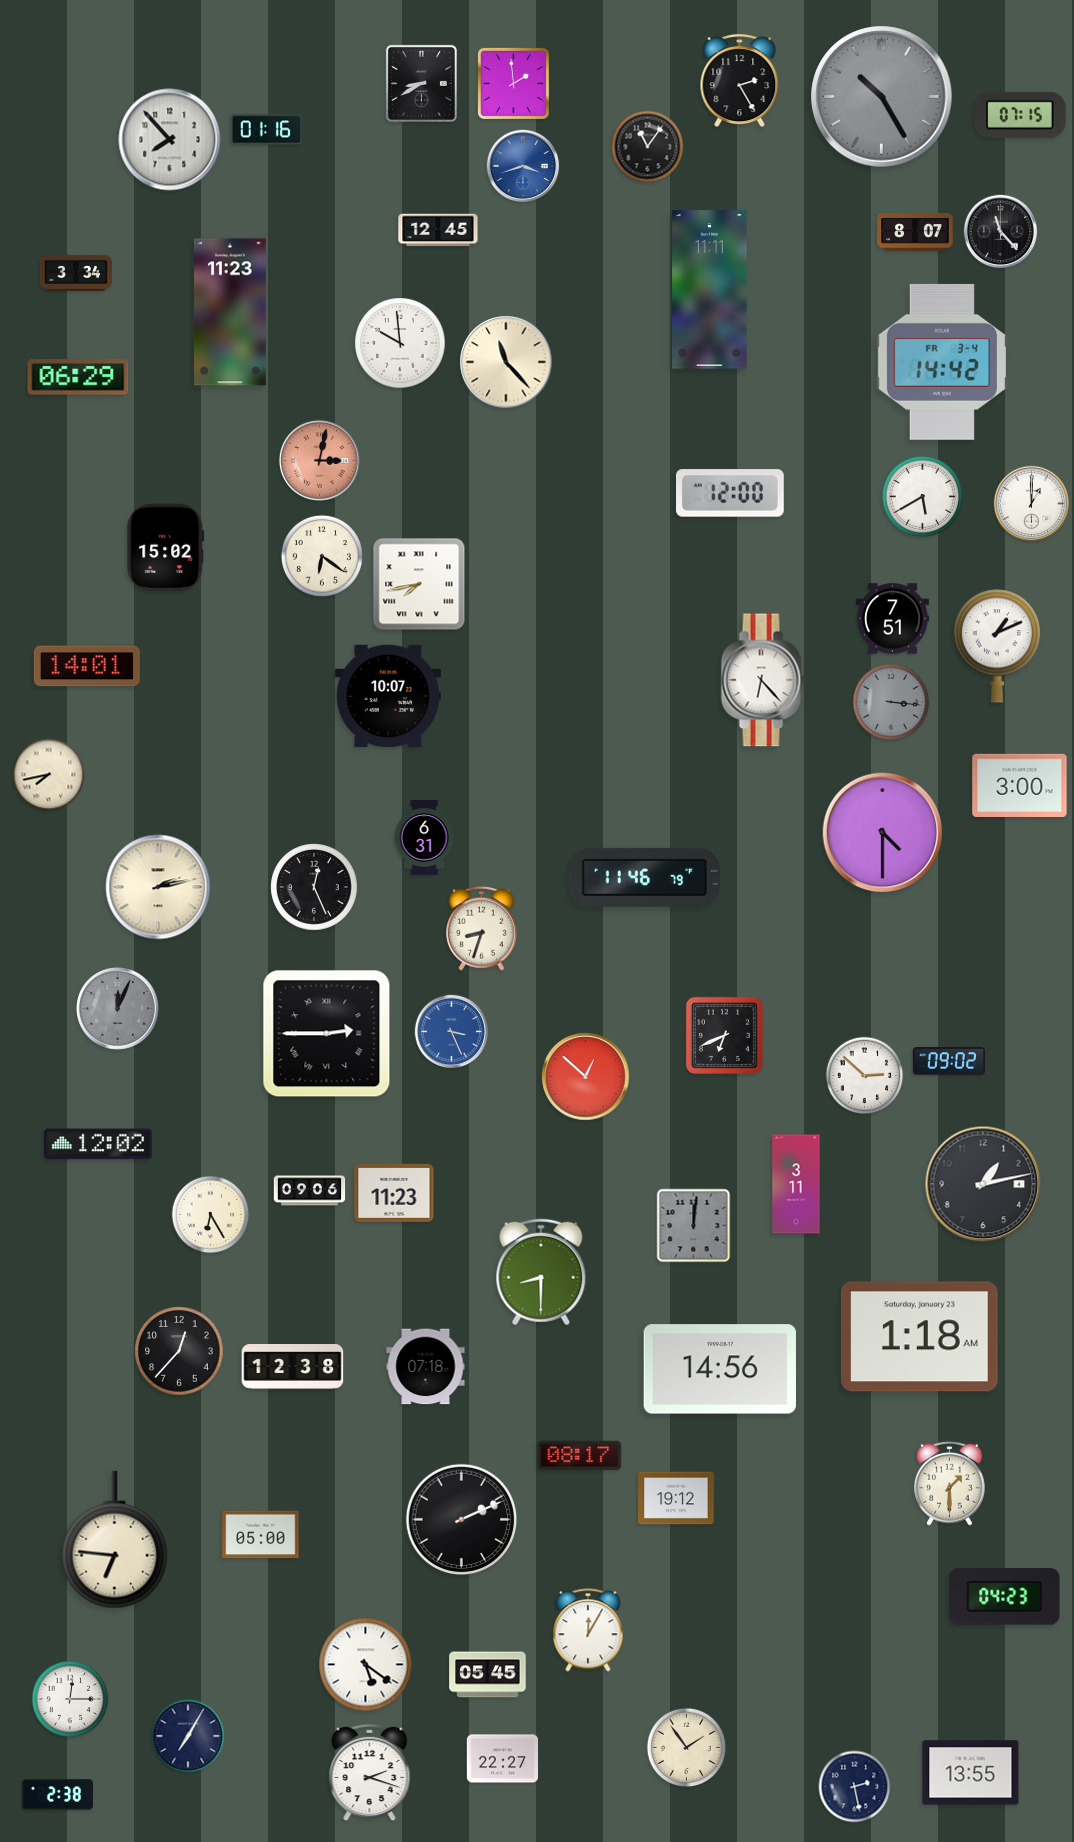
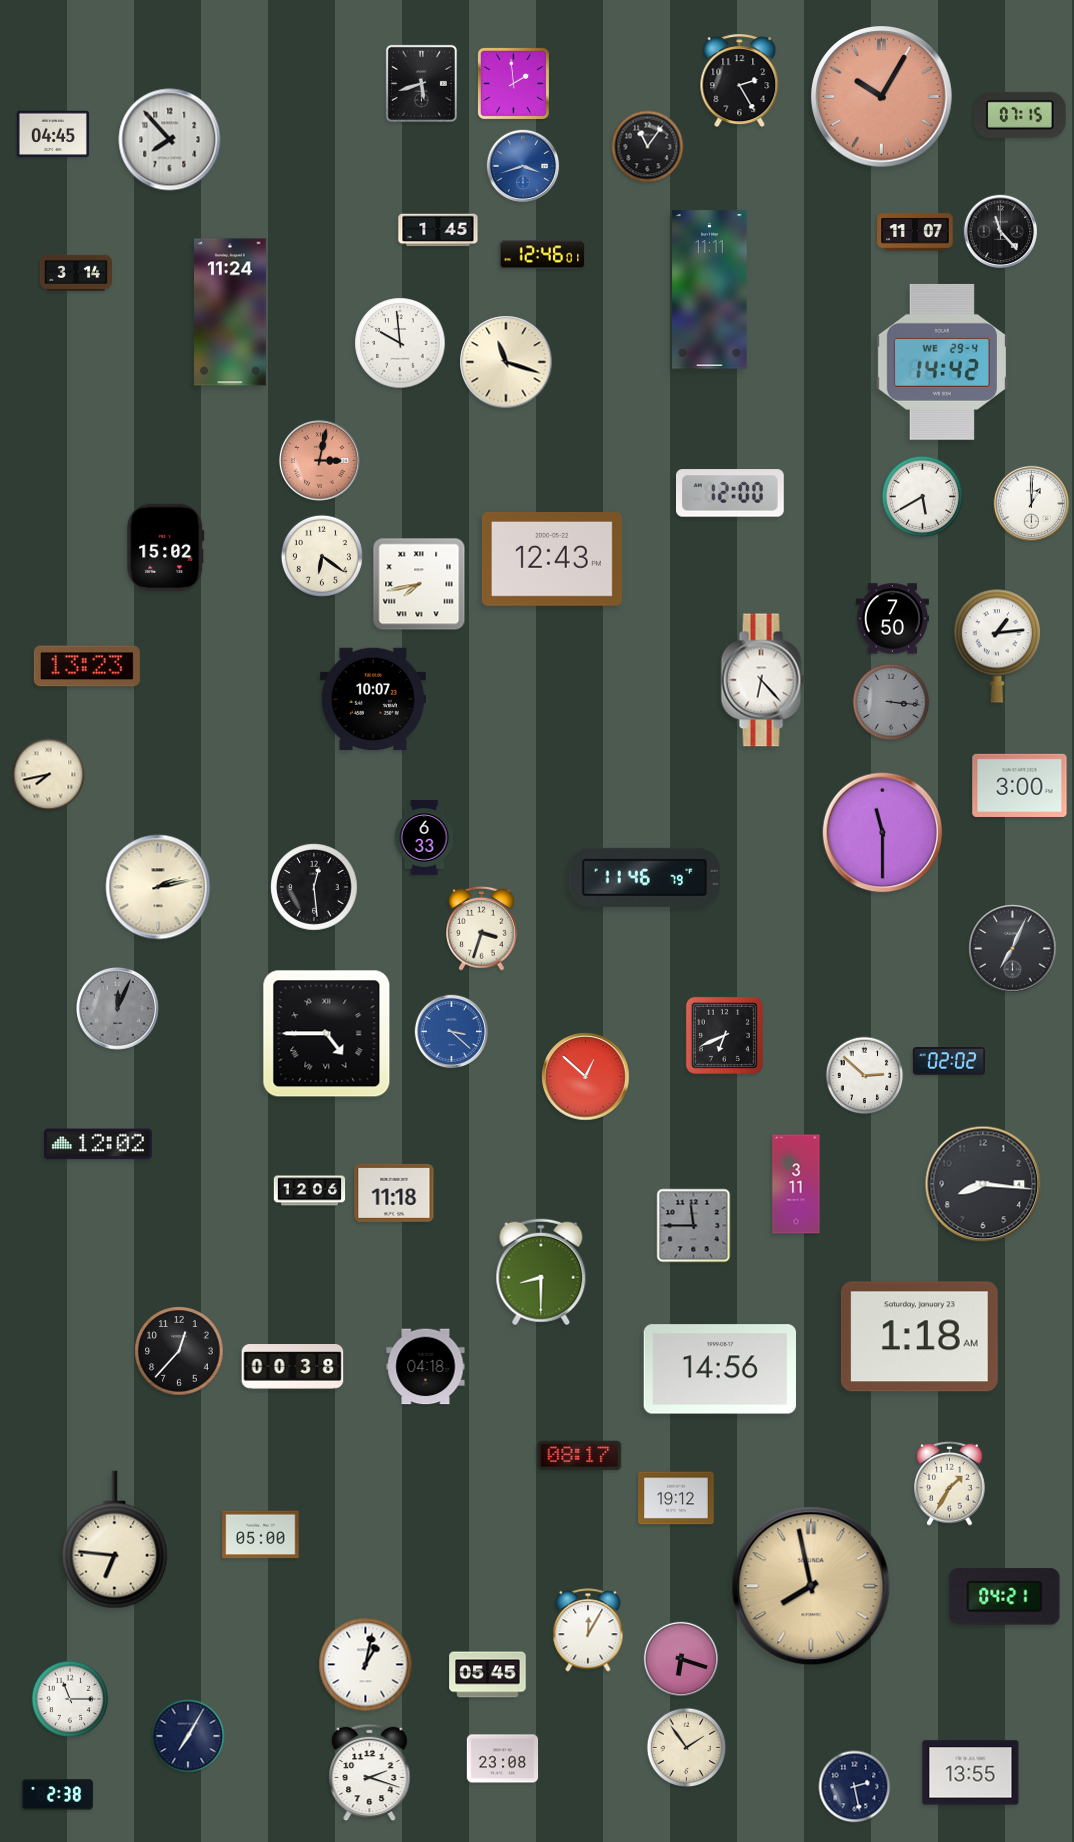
clock at (421, 83): 8:40 -> 5:42
clock at (882, 97): 10:25 -> 10:05
clock at (882, 97) dial: grey -> salmon
clock at (267, 130): 01:16 -> none
clock at (53, 134): none -> 04:45
clock at (438, 230): 12:45 -> 1:45
clock at (915, 232): 8:07 -> 11:07
clock at (543, 255): none -> 12:46
clock at (75, 273): 3:34 -> 3:14
clock at (231, 312): 11:23 -> 11:24
clock at (506, 362): 11:23 -> 11:18
clock at (942, 362) date: FR 3-4 -> WE 29-4
clock at (78, 377): 06:29 -> none
clock at (552, 559): none -> 12:43
clock at (892, 619): 7:51 -> 7:50
clock at (997, 646): 1:11 -> 1:14
clock at (87, 666): 14:01 -> 13:23
clock at (388, 696) position: (388, 696) -> (373, 699)
clock at (883, 833): 4:30 -> 11:30
clock at (424, 838): 6:31 -> 6:33
clock at (314, 887): 12:26 -> 12:29
clock at (482, 928): 8:33 -> 3:33
clock at (1013, 949): none -> 7:04
clock at (452, 1032): 3:26 -> 3:22
clock at (327, 1034): 2:45 -> 4:45
clock at (949, 1061): 09:02 -> 02:02
clock at (983, 1184): 1:13 -> 8:16
clock at (310, 1191): 09:06 -> 12:06
clock at (394, 1193): 11:23 -> 11:18
clock at (211, 1215): 6:25 -> none
clock at (694, 1226): 12:01 -> 11:45
clock at (293, 1367): 12:38 -> 00:38
clock at (426, 1367): 07:18 -> 04:18
clock at (950, 1483): 1:30 -> 1:35
clock at (462, 1520): 2:11 -> none
clock at (811, 1586): none -> 7:58
clock at (1005, 1597): 04:23 -> 04:21
clock at (680, 1658): none -> 6:18
clock at (366, 1665): 5:21 -> 1:02
clock at (70, 1699): 12:15 -> 11:15
clock at (503, 1759): 22:27 -> 23:08
